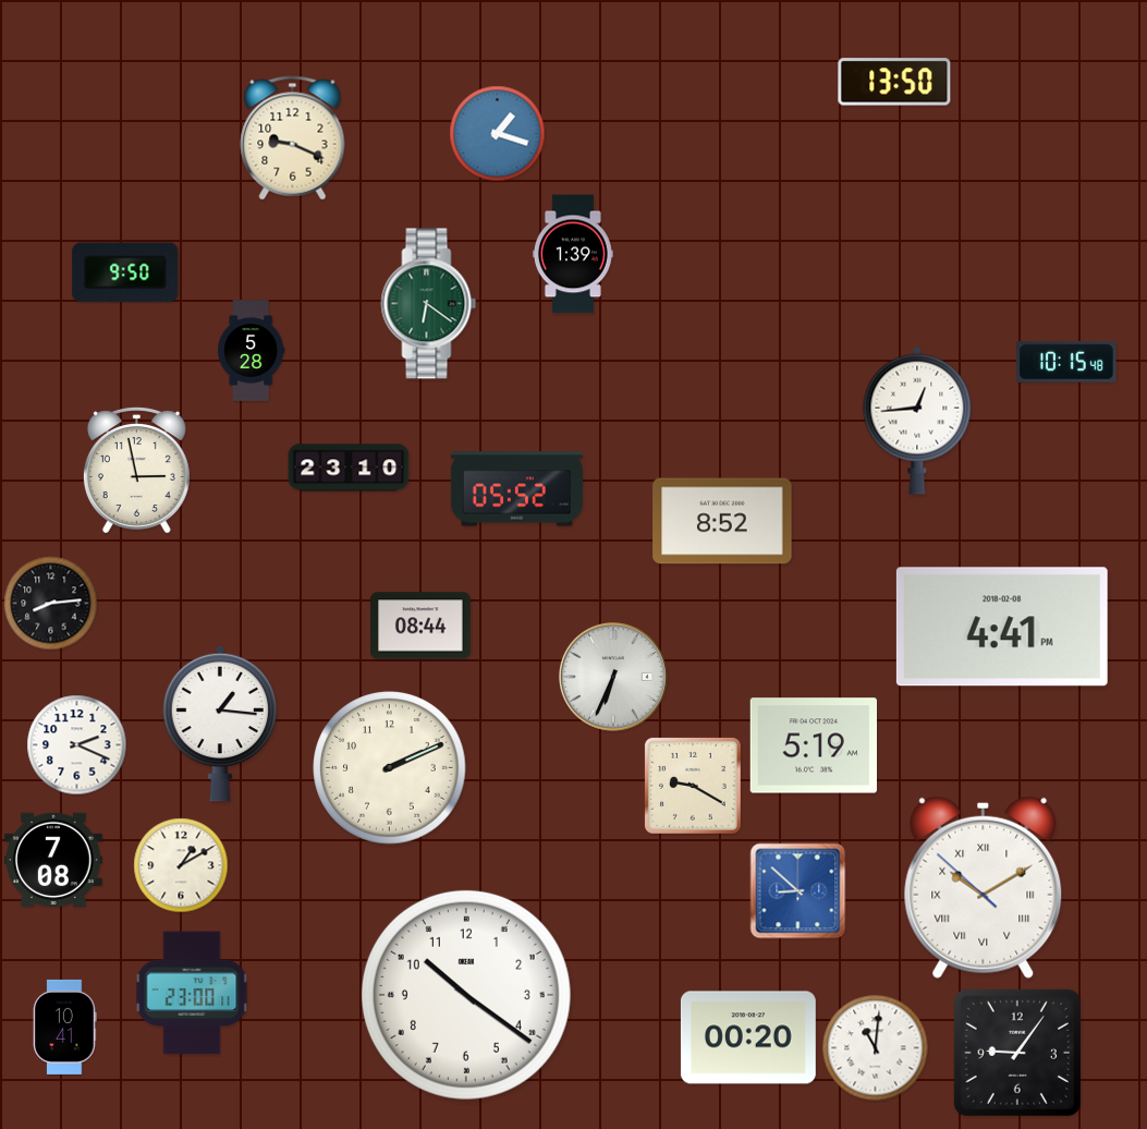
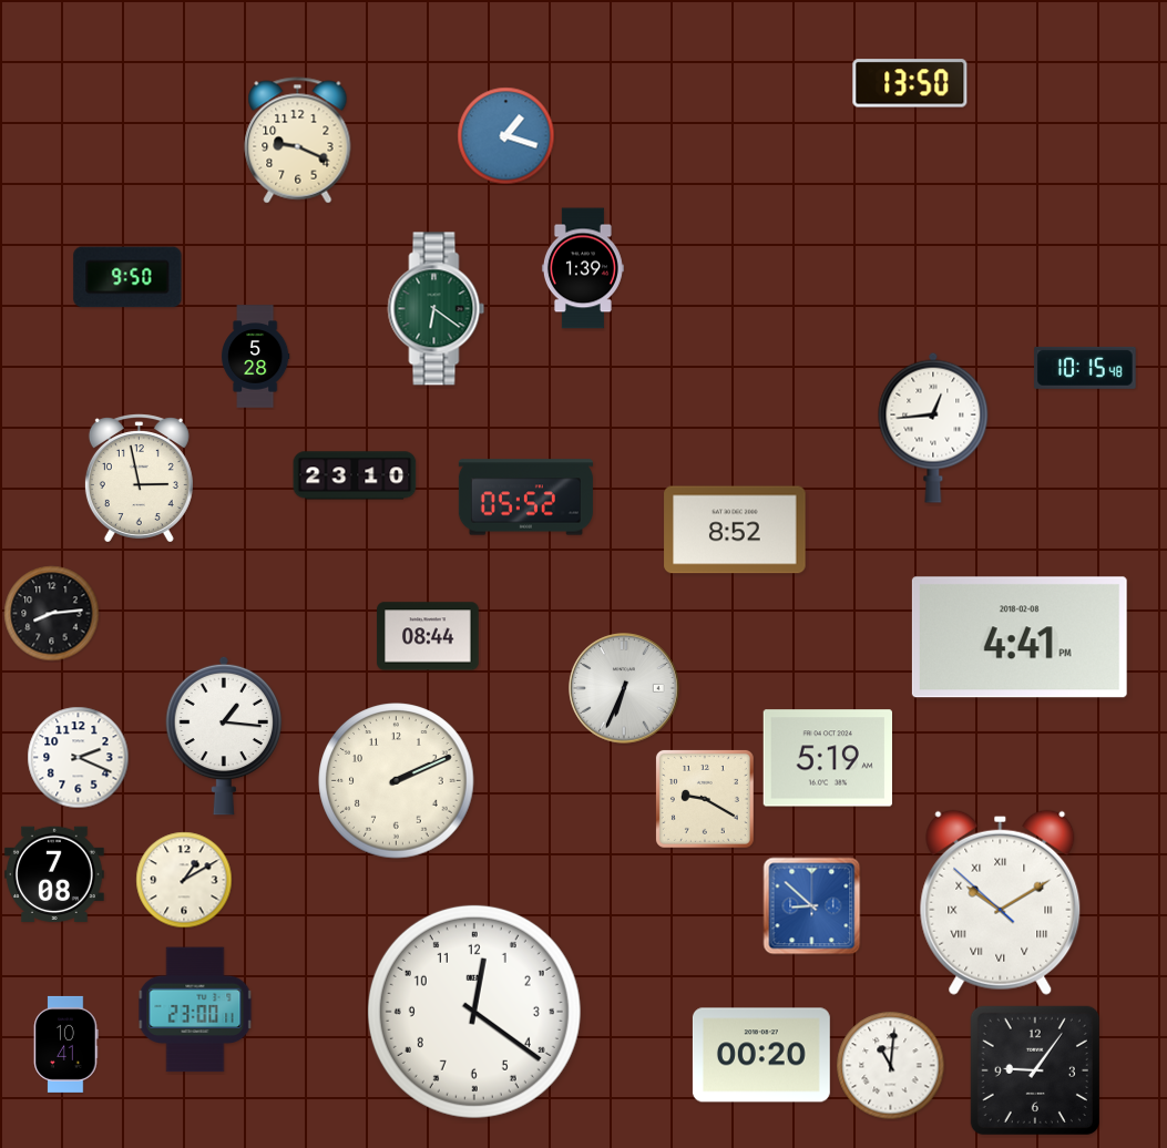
clock at (573, 254) position: (573, 254) -> (583, 268)
clock at (466, 995): 10:21 -> 12:21
